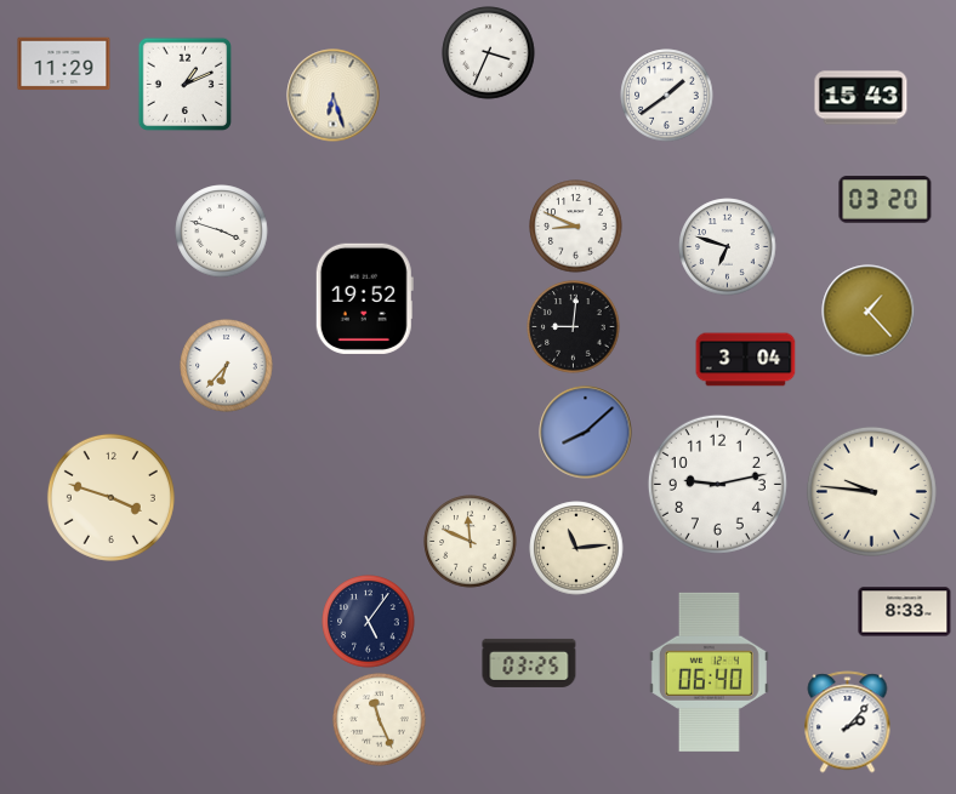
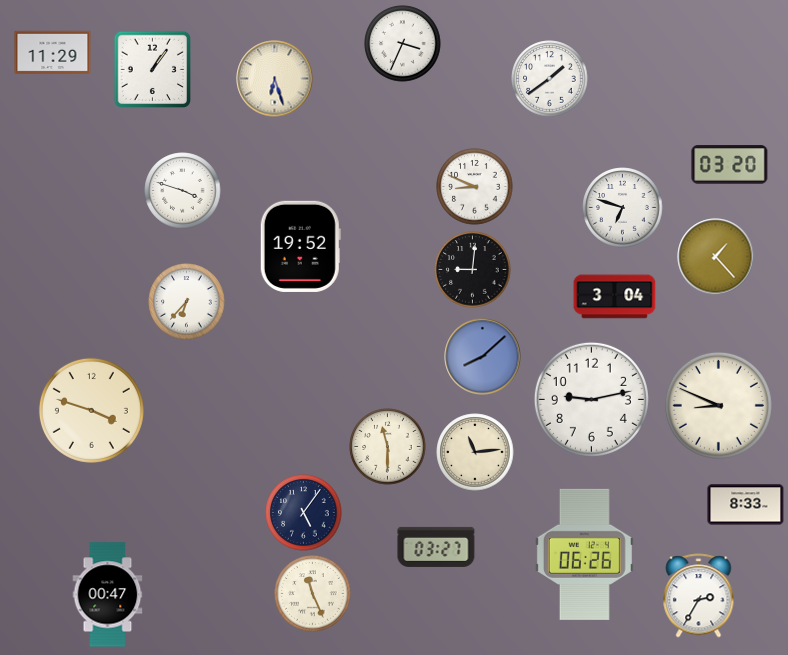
clock at (184, 84): 1:11 -> 1:06
clock at (861, 98): 15:43 -> none
clock at (728, 247) position: (728, 247) -> (623, 208)
clock at (871, 491): 9:46 -> 8:49
clock at (471, 542): 11:49 -> 11:30
clock at (529, 663): 03:25 -> 03:27
clock at (709, 672): 06:40 -> 06:26
clock at (108, 595): none -> 00:47
clock at (848, 722): 2:07 -> 2:35
